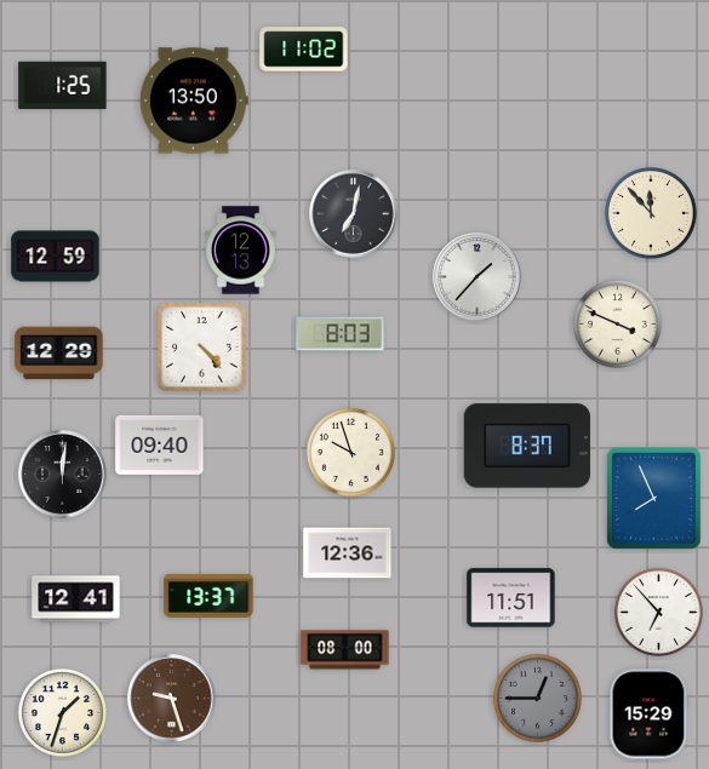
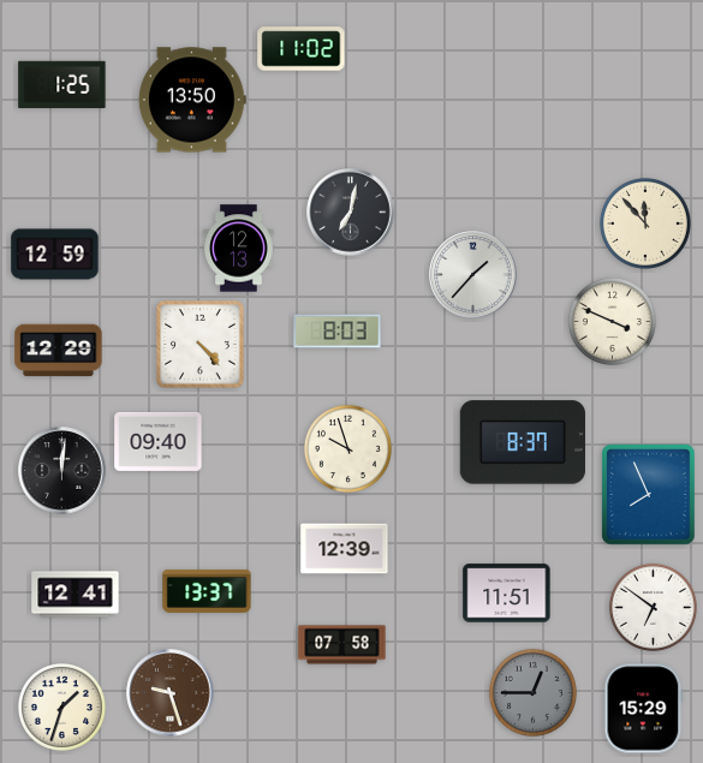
clock at (651, 213) position: (651, 213) -> (645, 223)
clock at (348, 553): 12:36 -> 12:39
clock at (658, 612): 6:53 -> 6:51
clock at (345, 650): 08:00 -> 07:58
